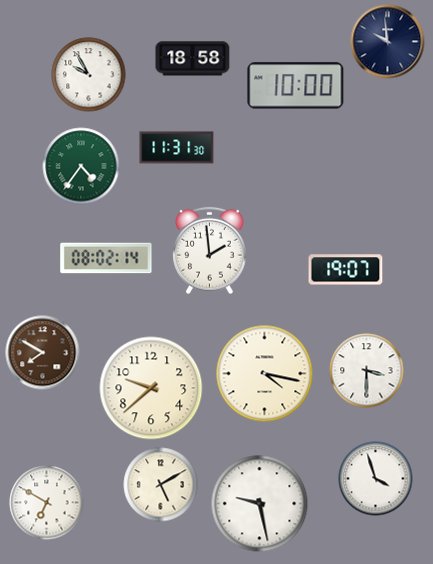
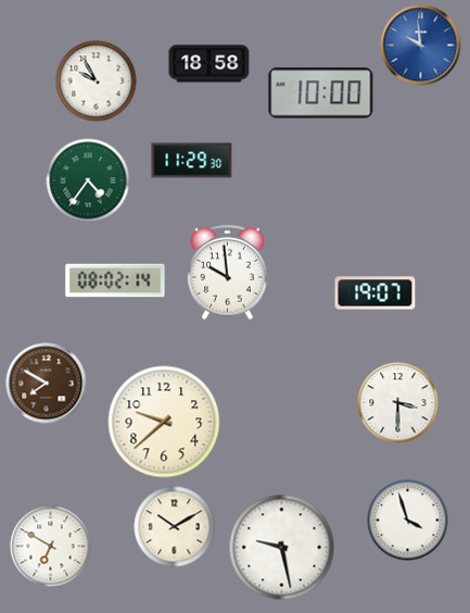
clock at (388, 42) dial: navy -> blue
clock at (177, 148): 11:31 -> 11:29
clock at (210, 251): 1:59 -> 9:59
clock at (265, 374): 4:17 -> none
clock at (161, 485): 5:10 -> 10:10
